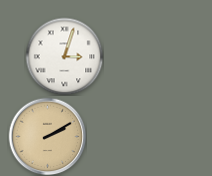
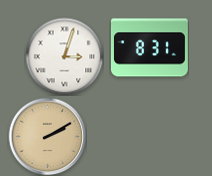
clock at (149, 48): none -> 8:31
